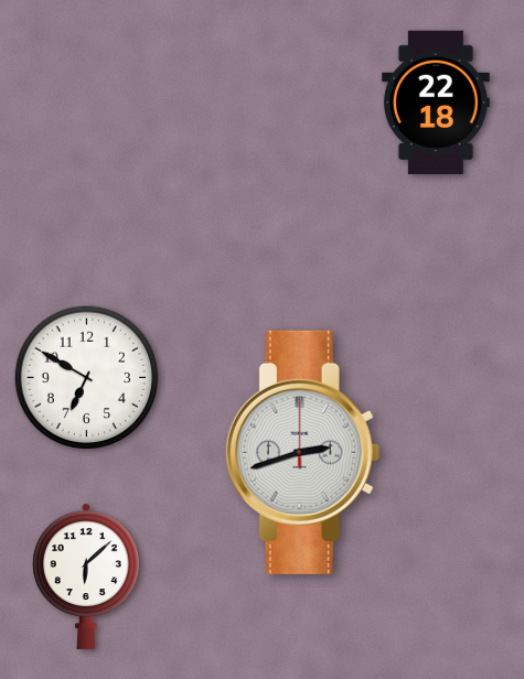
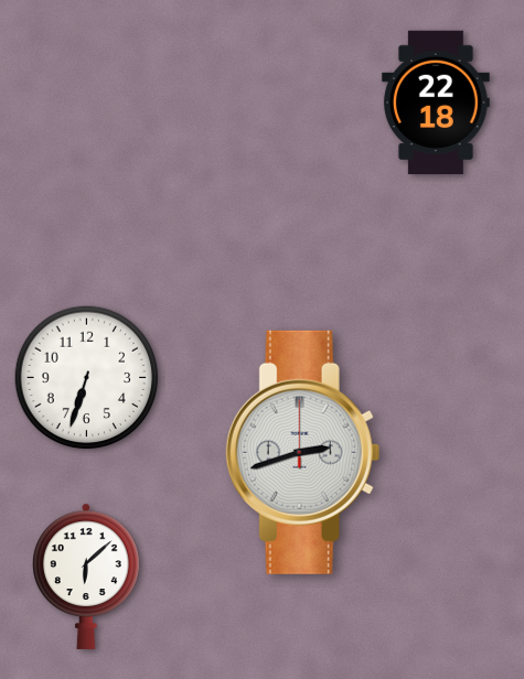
clock at (87, 378): 6:50 -> 6:33
